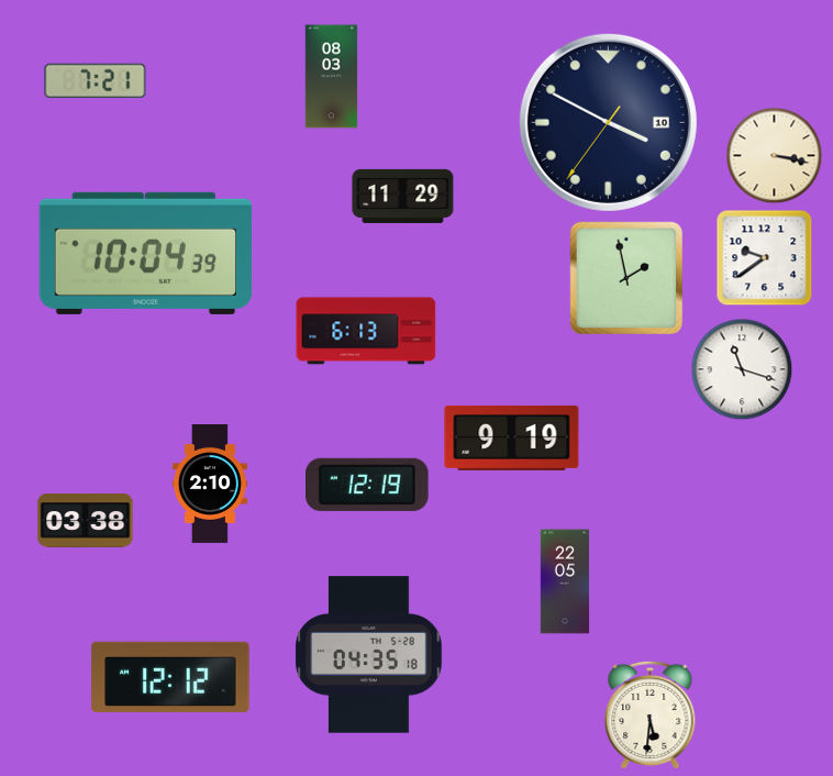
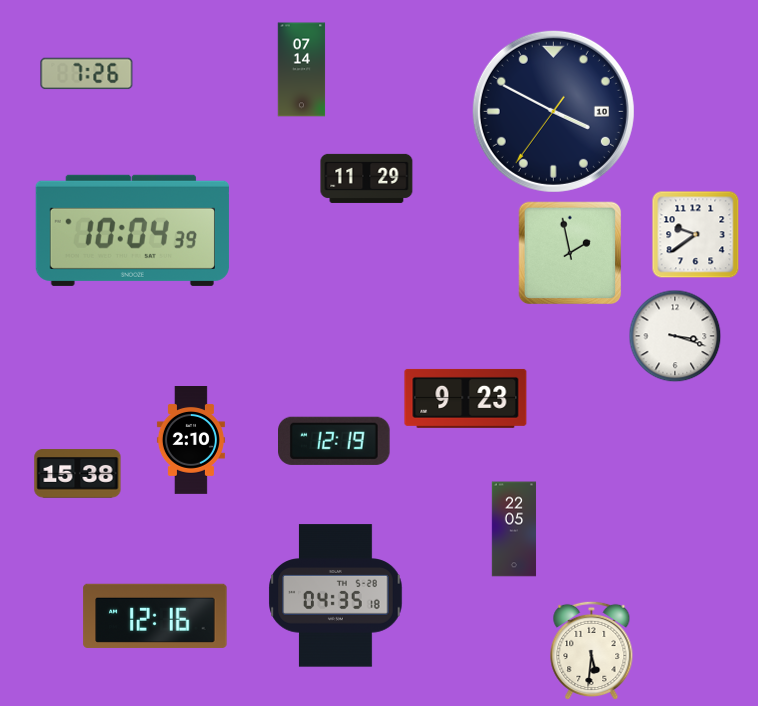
clock at (332, 77): 08:03 -> 07:14
clock at (96, 81): 7:21 -> 7:26
clock at (775, 156): 3:17 -> none
clock at (366, 331): 6:13 -> none
clock at (742, 369): 11:18 -> 3:18
clock at (512, 437): 9:19 -> 9:23
clock at (86, 521): 03:38 -> 15:38
clock at (170, 677): 12:12 -> 12:16
